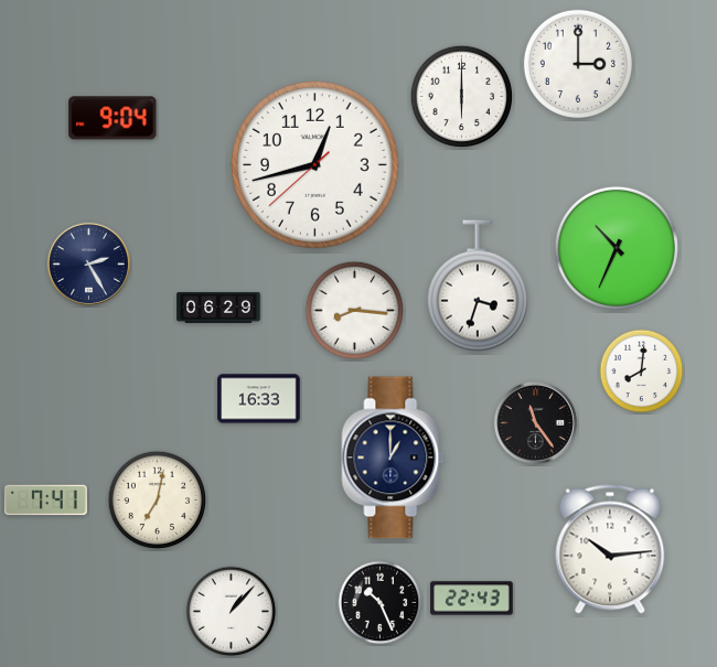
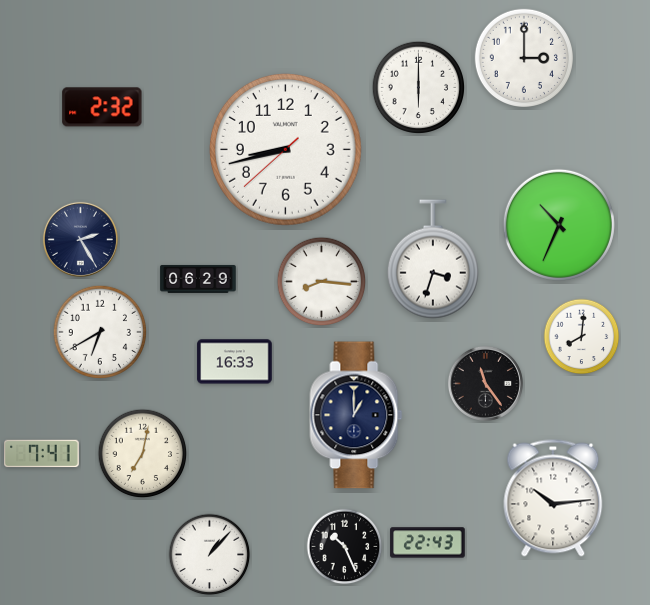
clock at (113, 118): 9:04 -> 2:32
clock at (314, 164): 12:42 -> 8:42
clock at (99, 331): none -> 6:40
